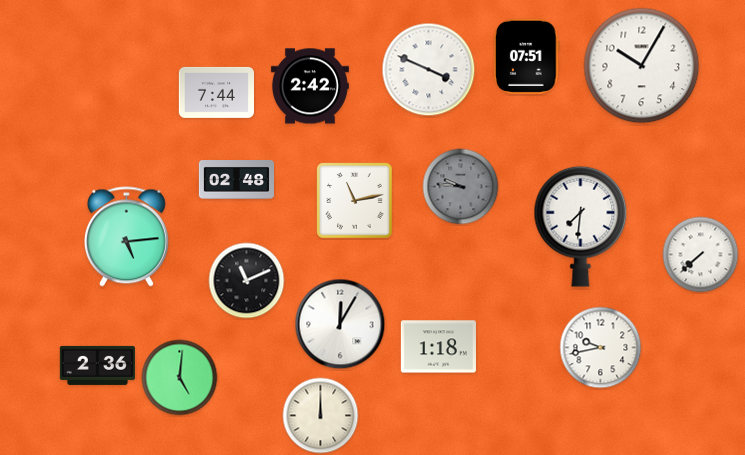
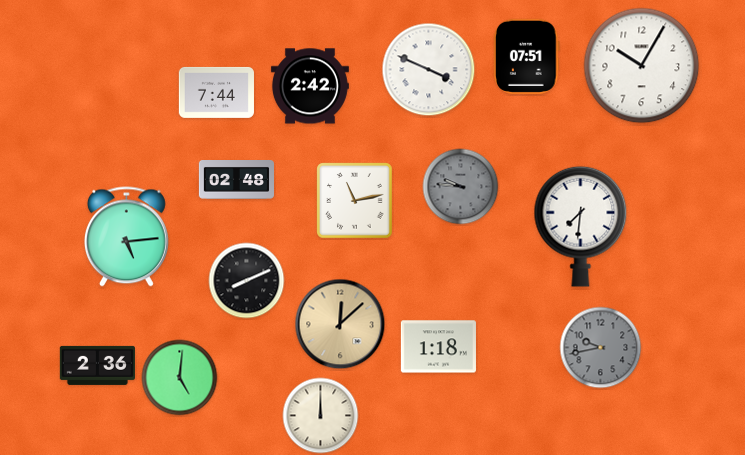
clock at (701, 255): 7:38 -> none
clock at (247, 281): 11:11 -> 8:11
clock at (340, 324): 12:05 -> 12:08
clock at (340, 324) dial: white -> champagne
clock at (601, 348) dial: white -> grey
